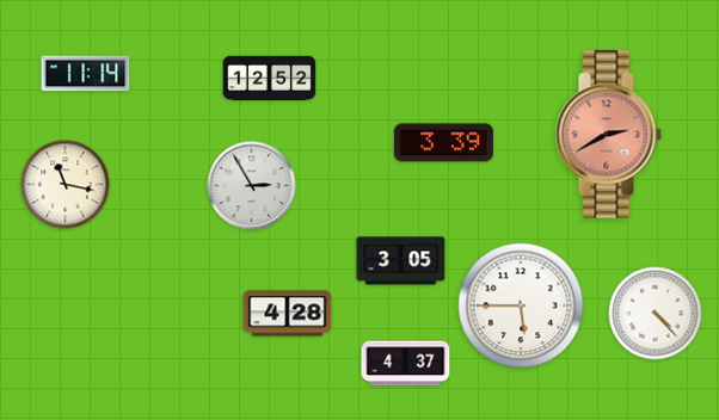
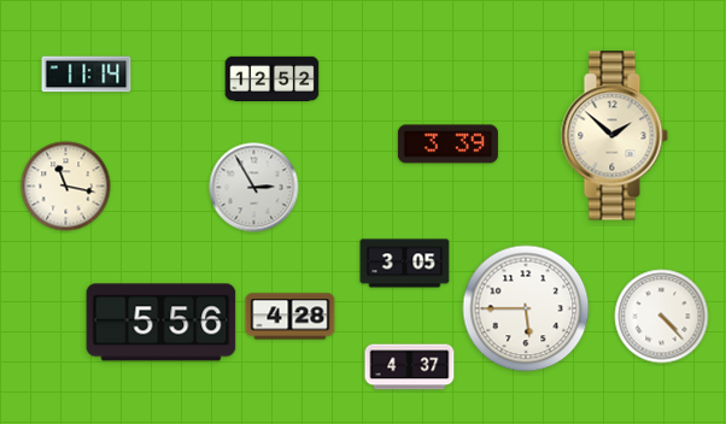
clock at (608, 135): 2:40 -> 1:52
clock at (608, 135) dial: salmon -> cream
clock at (162, 323): none -> 5:56
